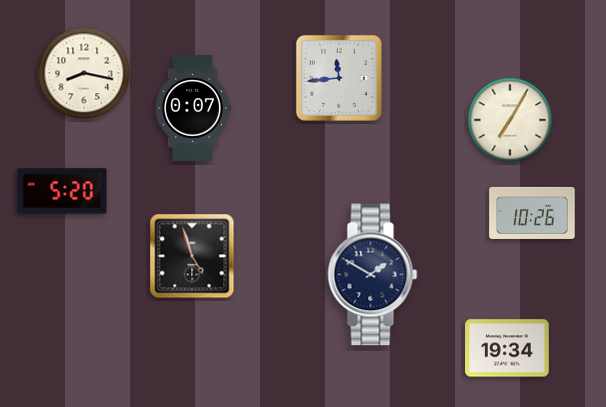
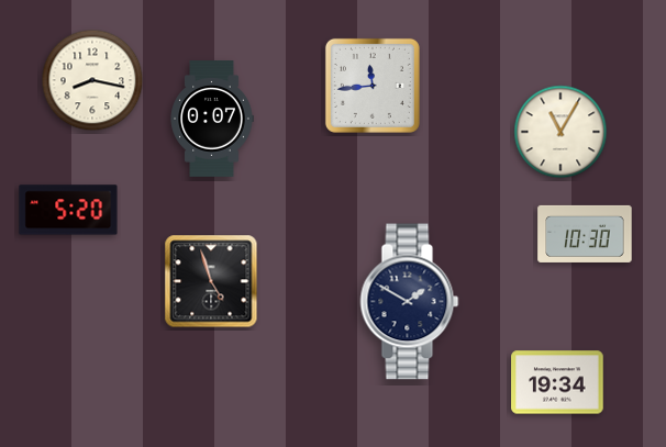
clock at (510, 120): 7:05 -> 11:05
clock at (532, 213): 10:26 -> 10:30
